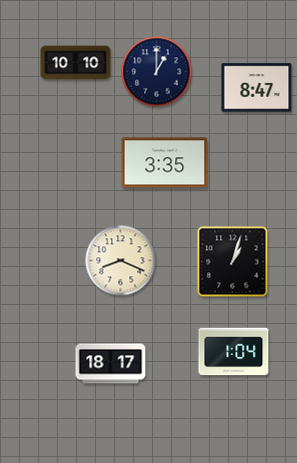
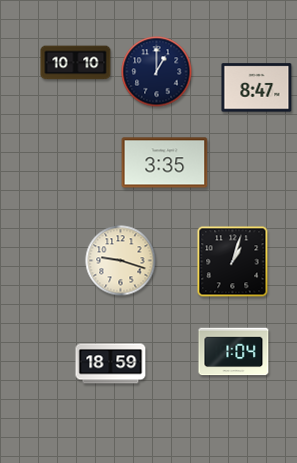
clock at (121, 261): 8:19 -> 9:18
clock at (111, 364): 18:17 -> 18:59
